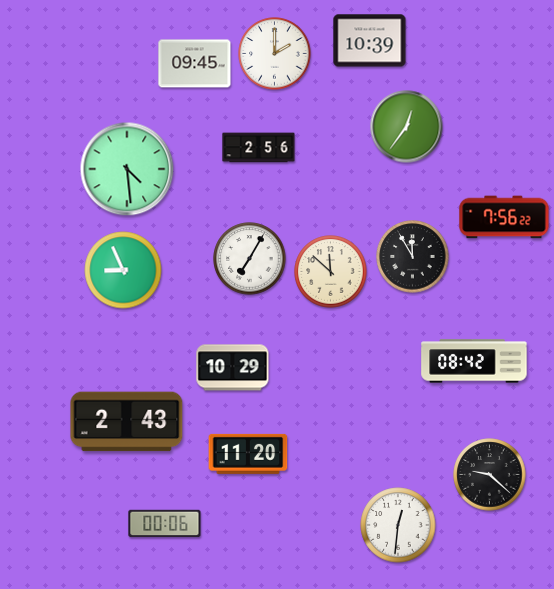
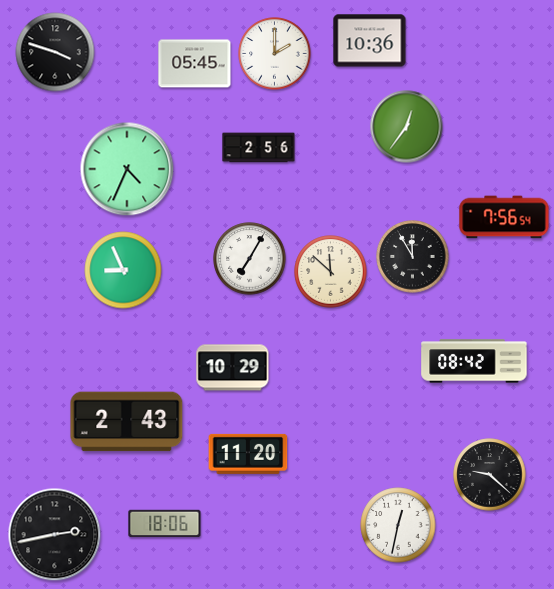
clock at (370, 41): 10:39 -> 10:36
clock at (55, 52): none -> 3:48
clock at (195, 64): 09:45 -> 05:45
clock at (127, 169): 4:29 -> 4:34
clock at (504, 217): 7:56:22 -> 7:56:54
clock at (165, 524): 00:06 -> 18:06
clock at (398, 525): 12:31 -> 12:32
clock at (55, 535): none -> 2:43
